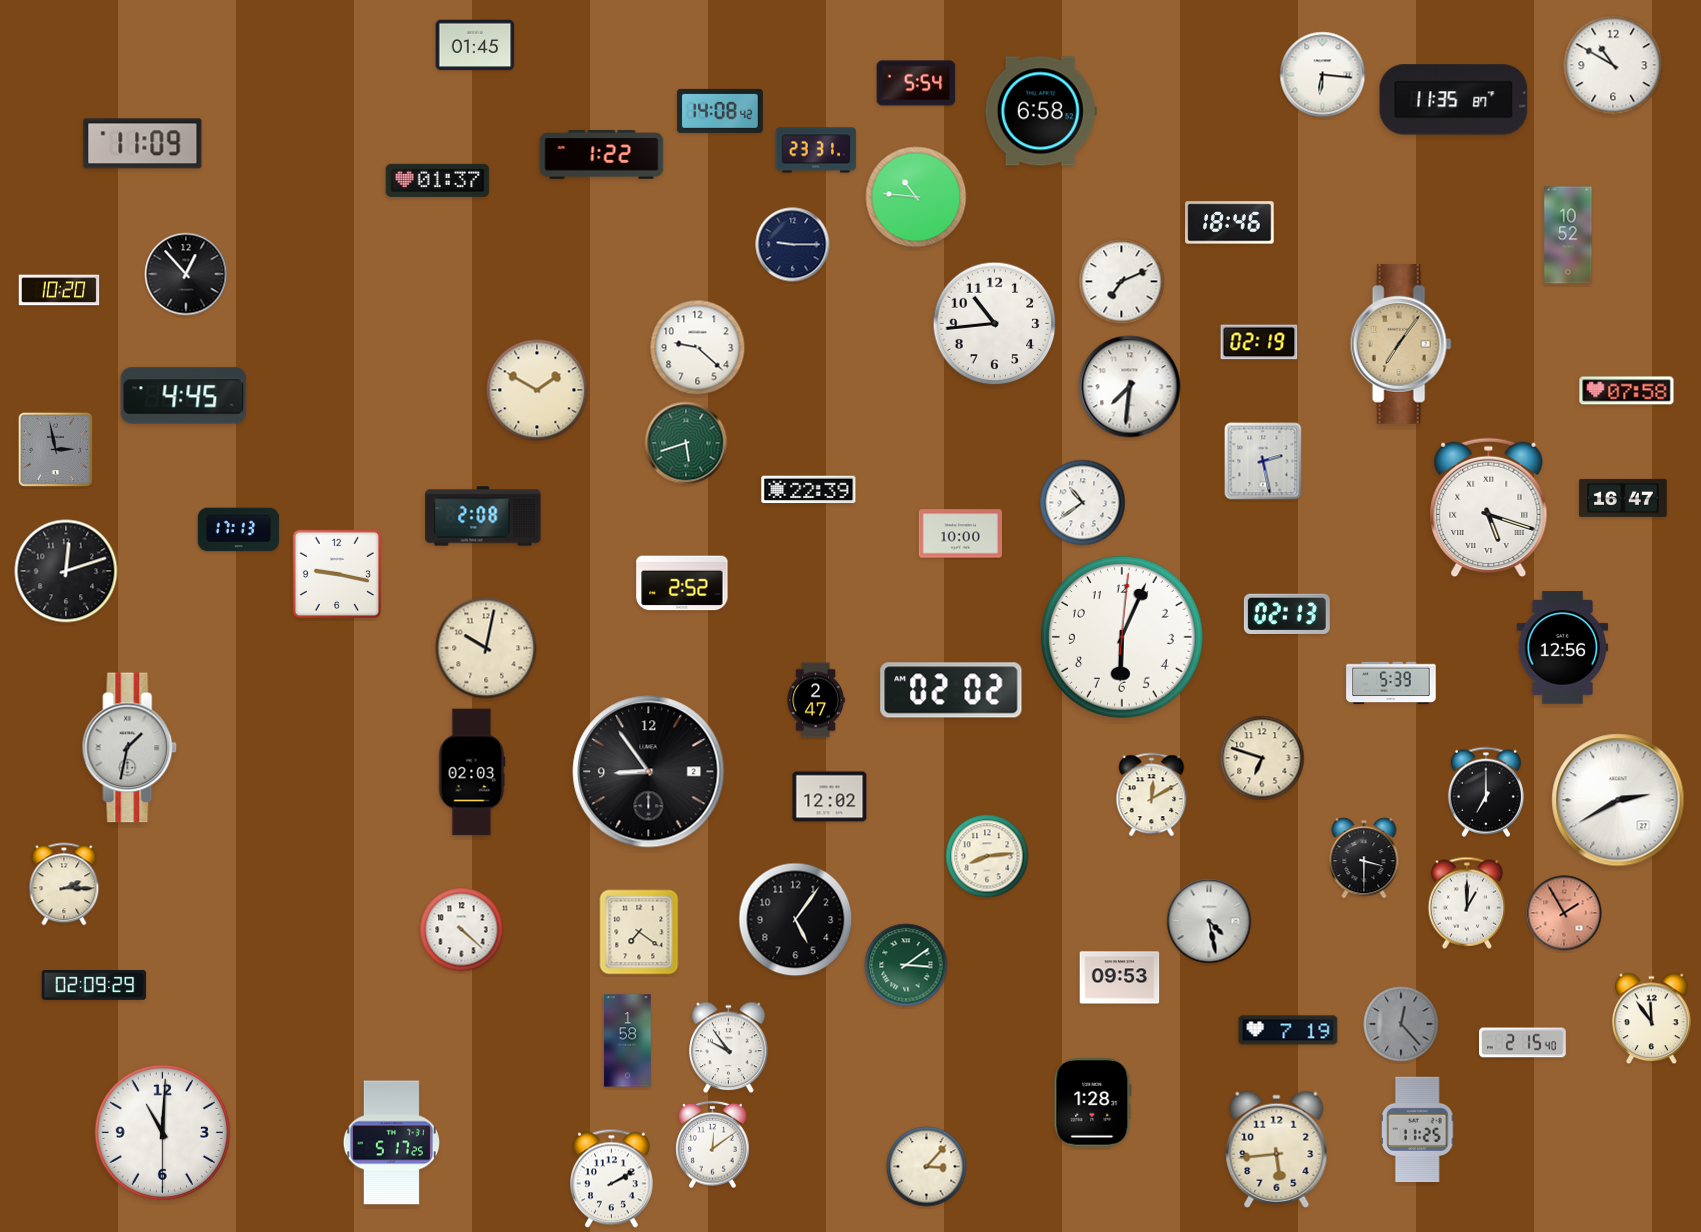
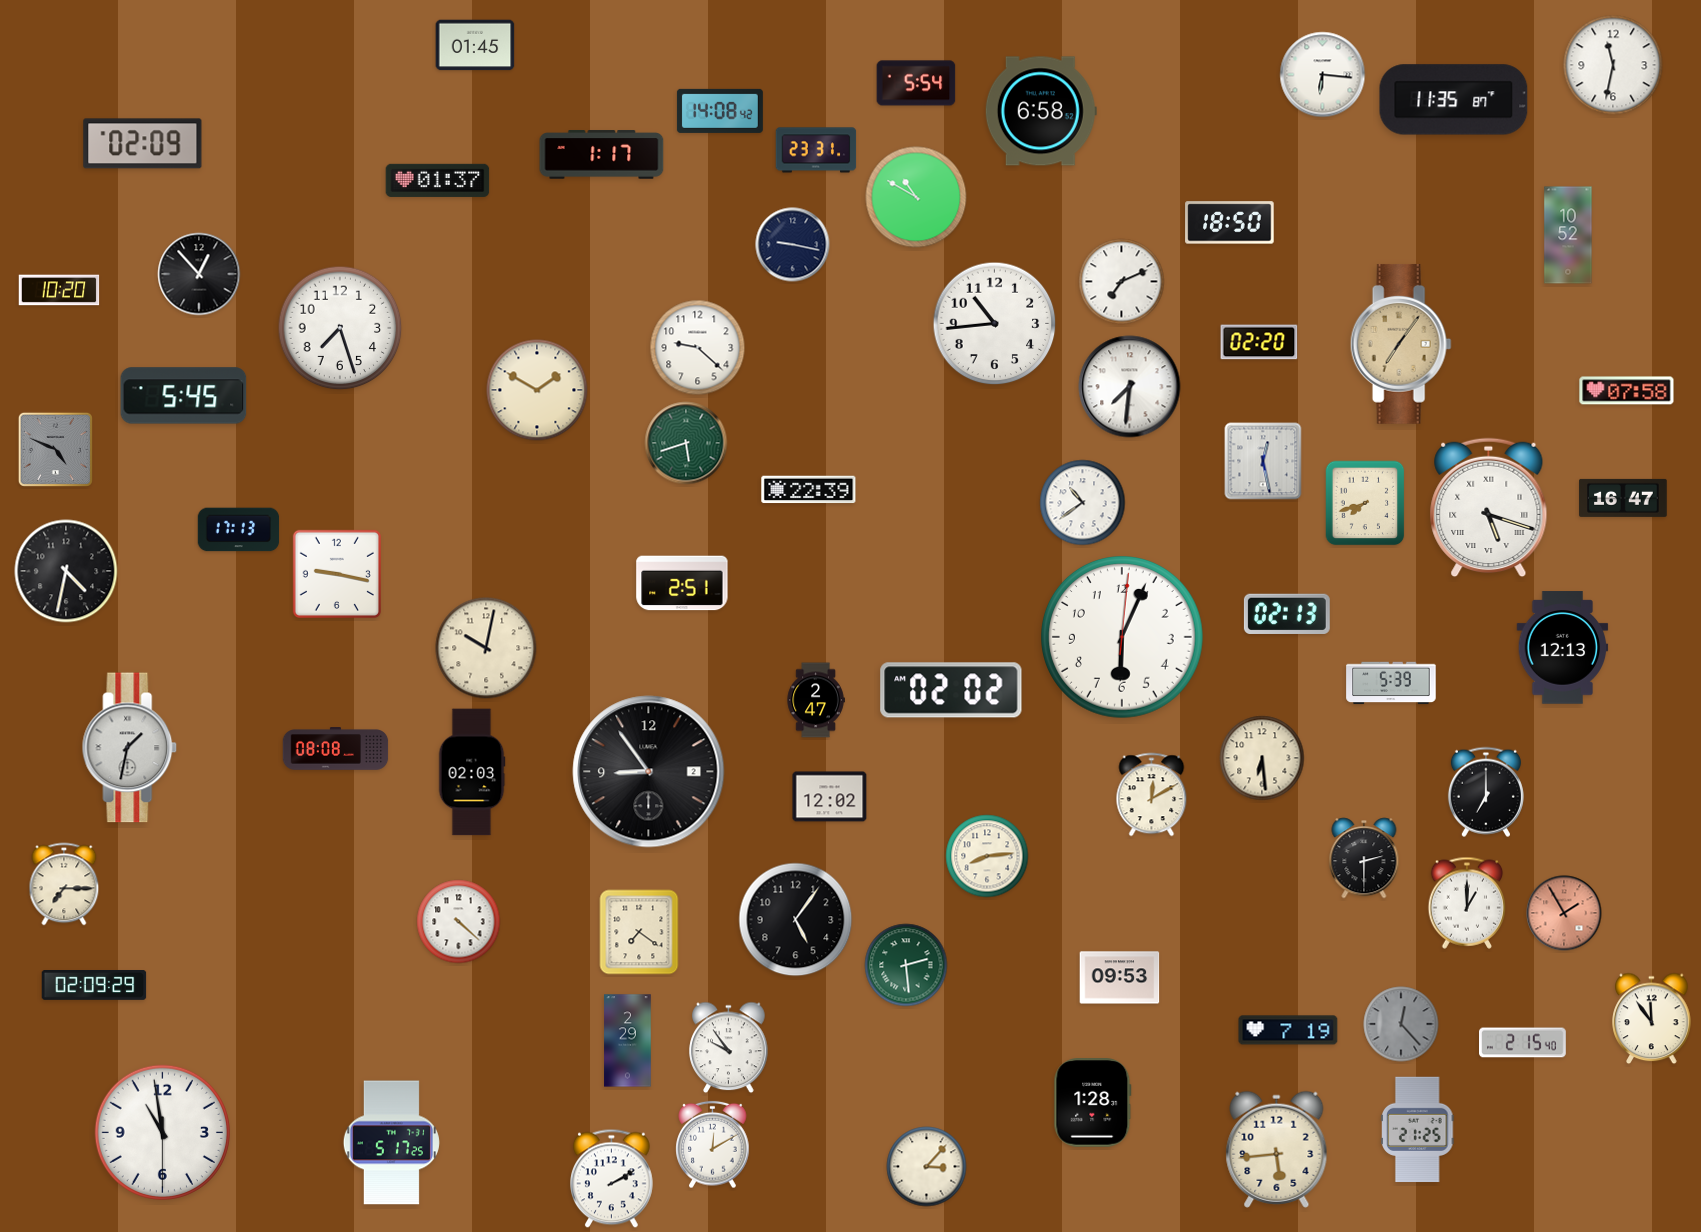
clock at (1613, 65): 10:50 -> 11:32
clock at (143, 144): 11:09 -> 02:09
clock at (602, 155): 1:22 -> 1:17
clock at (916, 197): 10:46 -> 10:50
clock at (1230, 223): 18:46 -> 18:50
clock at (793, 245): 9:15 -> 9:17
clock at (186, 274) position: (186, 274) -> (199, 274)
clock at (340, 328): none -> 7:27
clock at (1259, 342): 02:19 -> 02:20
clock at (184, 396): 4:45 -> 5:45
clock at (55, 449): 2:58 -> 4:49
clock at (1263, 461): 2:28 -> 12:28
clock at (1365, 503): none -> 7:42
clock at (483, 516): 2:08 -> none
clock at (960, 534): 10:00 -> none
clock at (66, 571): 12:12 -> 4:32
clock at (682, 583): 2:52 -> 2:51
clock at (1563, 648): 12:56 -> 12:13
clock at (336, 749): none -> 08:08
clock at (1262, 758): 6:48 -> 6:29
clock at (1618, 800): 2:40 -> none
clock at (1364, 858): 3:30 -> 2:30
clock at (64, 884): 2:15 -> 7:15
clock at (1209, 921): 4:28 -> none
clock at (462, 930) position: (462, 930) -> (459, 922)
clock at (906, 965): 3:09 -> 2:29
clock at (628, 1041): 1:58 -> 2:29
clock at (1418, 1130): 11:25 -> 21:25
clock at (162, 1132): 11:00 -> 10:58
clock at (713, 1145): 12:09 -> 12:10
